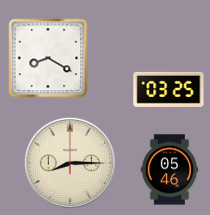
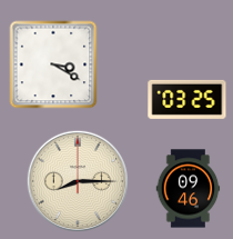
clock at (48, 58): 8:20 -> 3:20
clock at (170, 170): 05:46 -> 09:46
